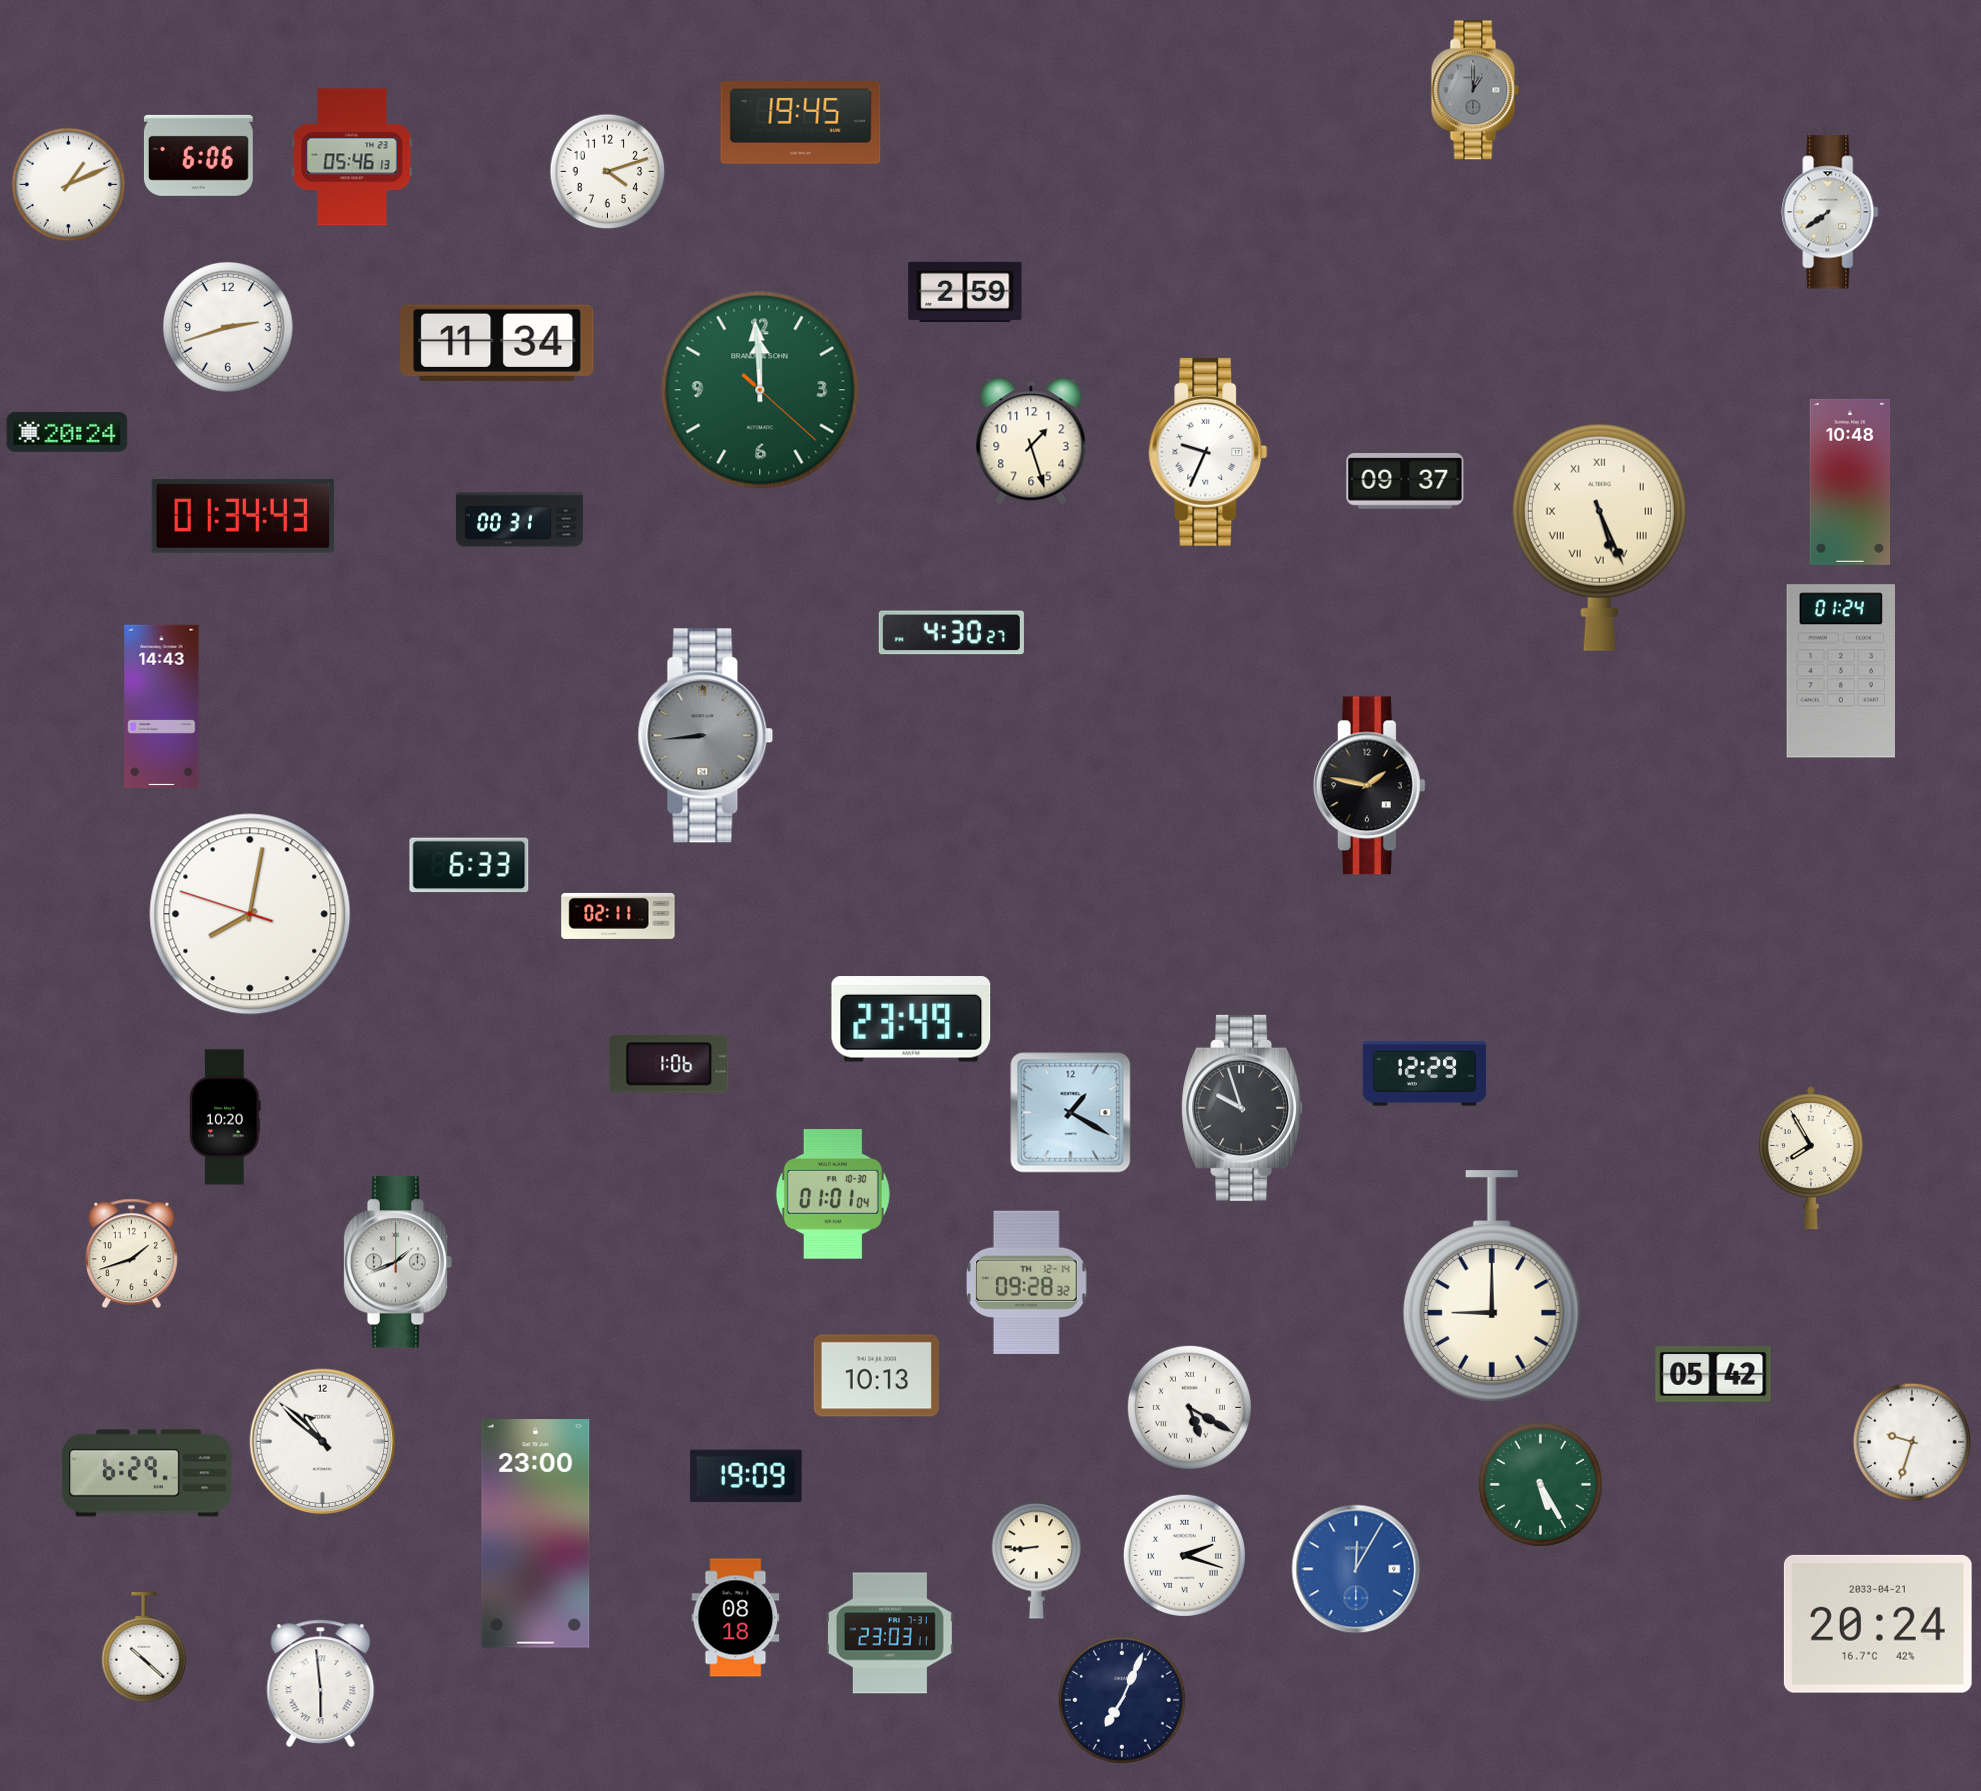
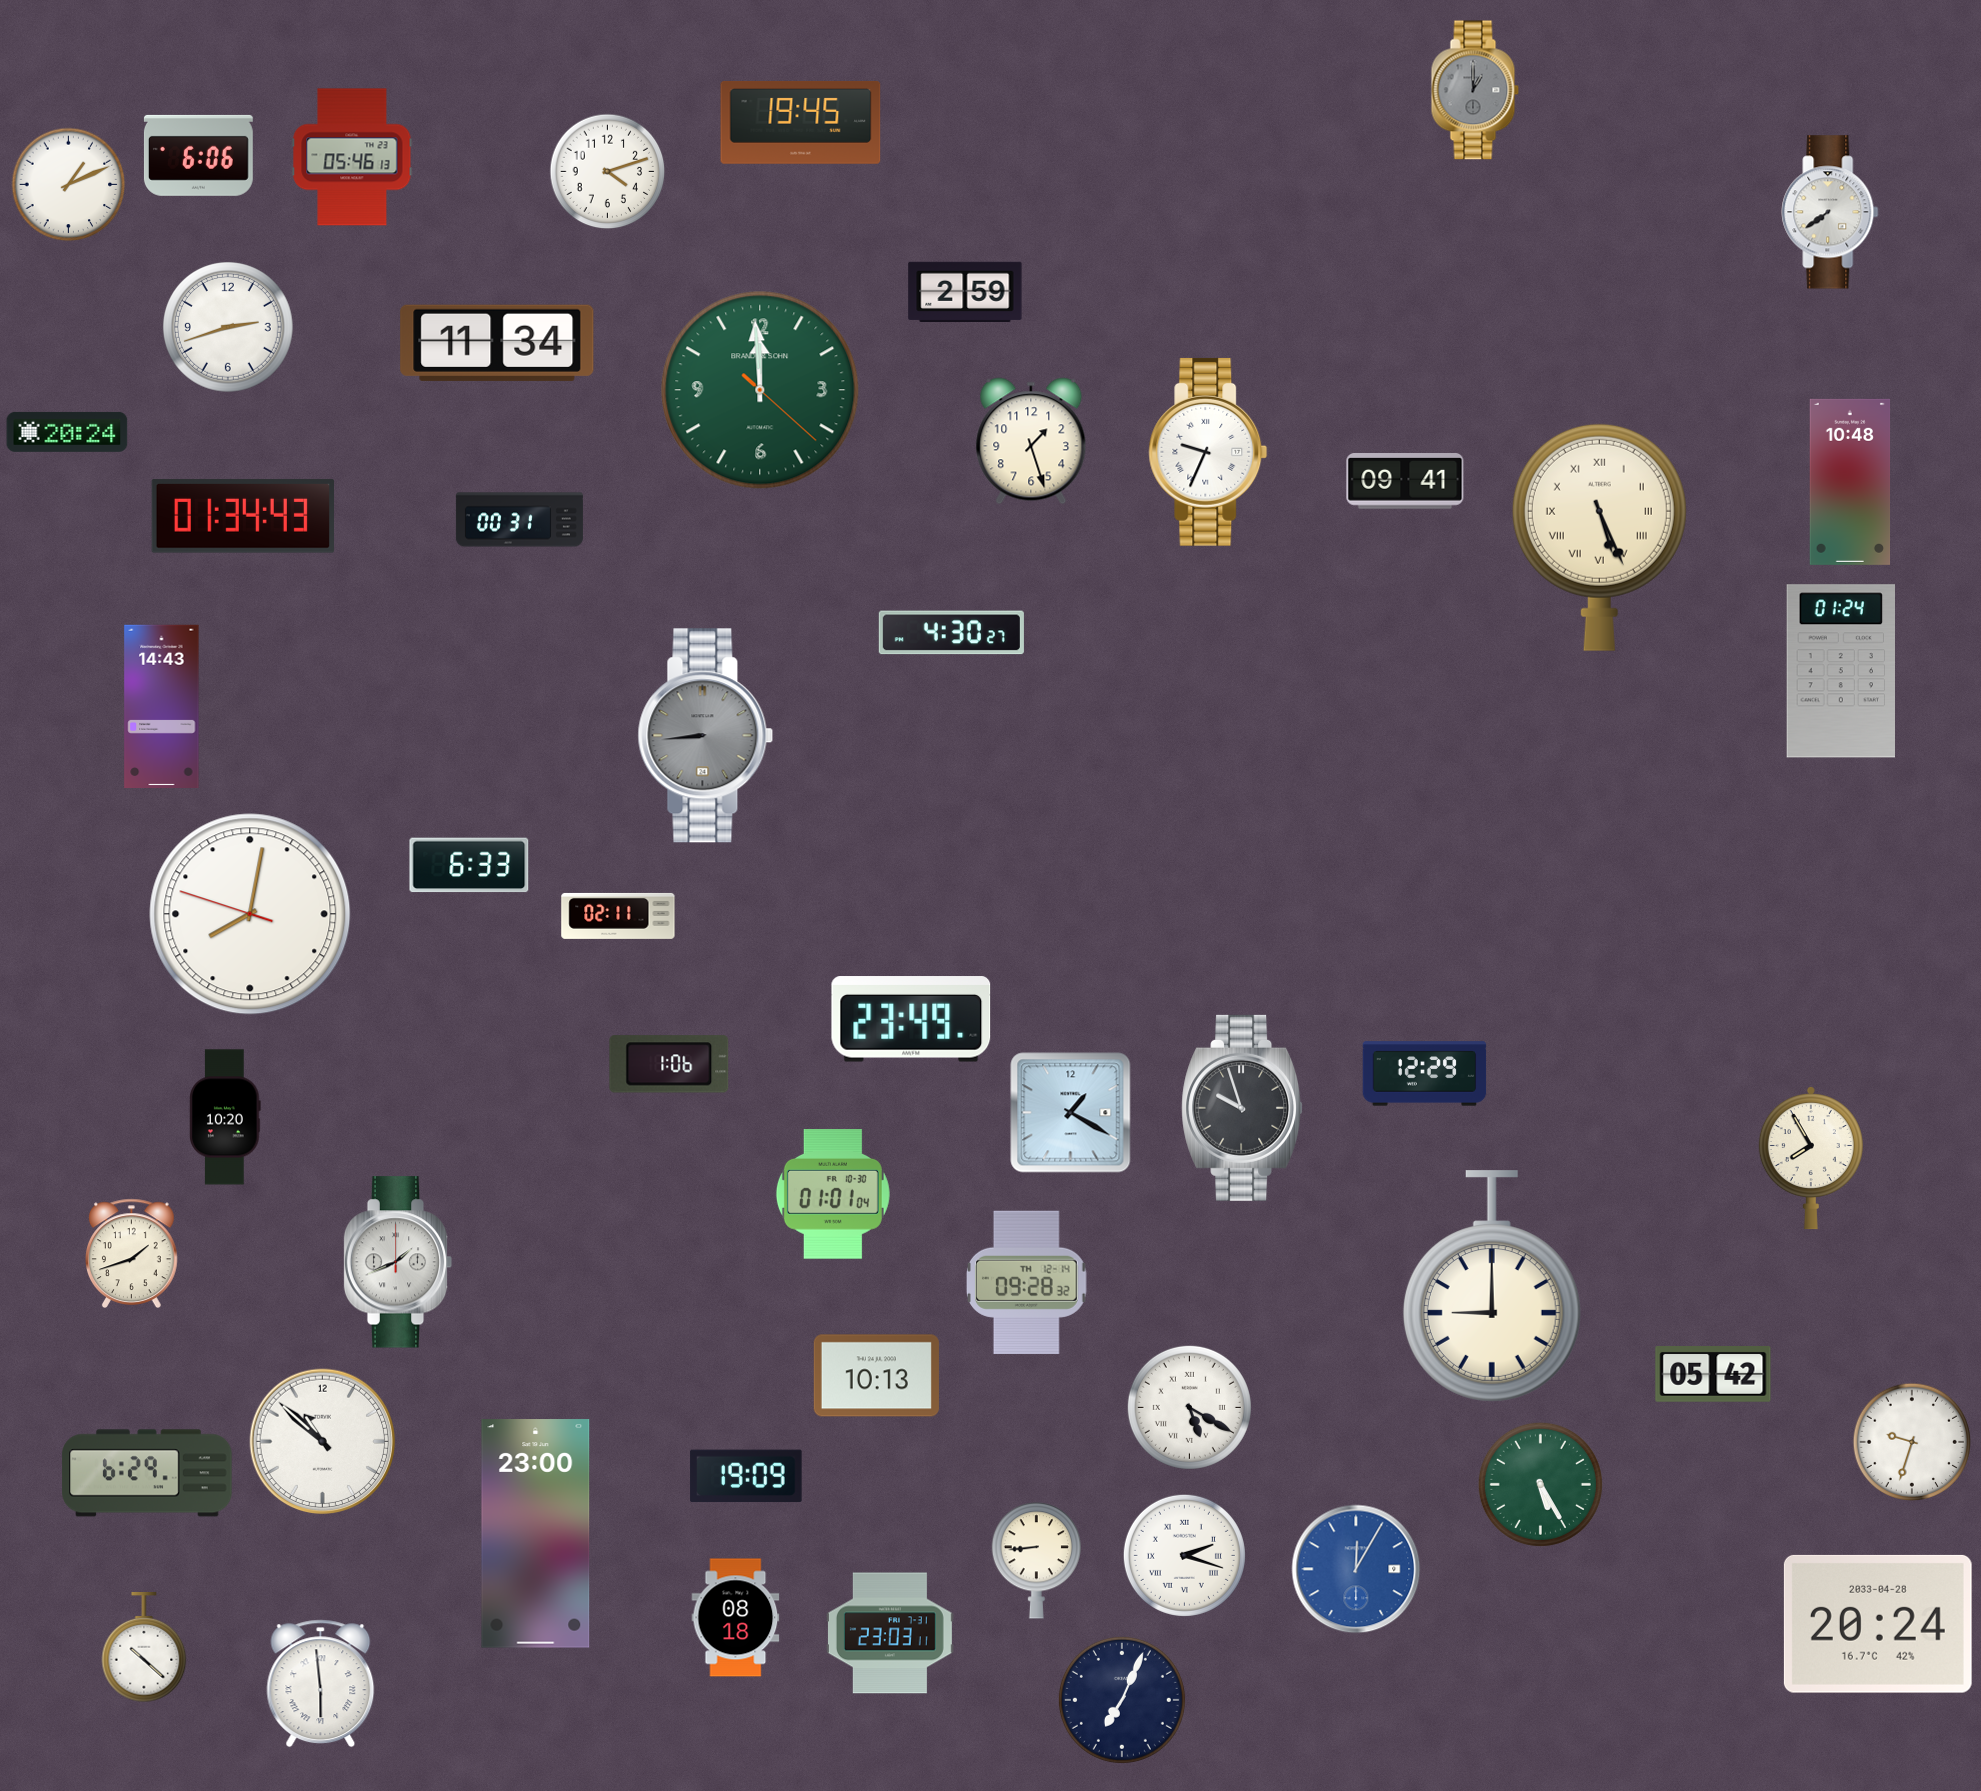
clock at (1405, 482): 09:37 -> 09:41
clock at (1369, 786): 1:47 -> none
clock at (1878, 1624) date: 2033-04-21 -> 2033-04-28
